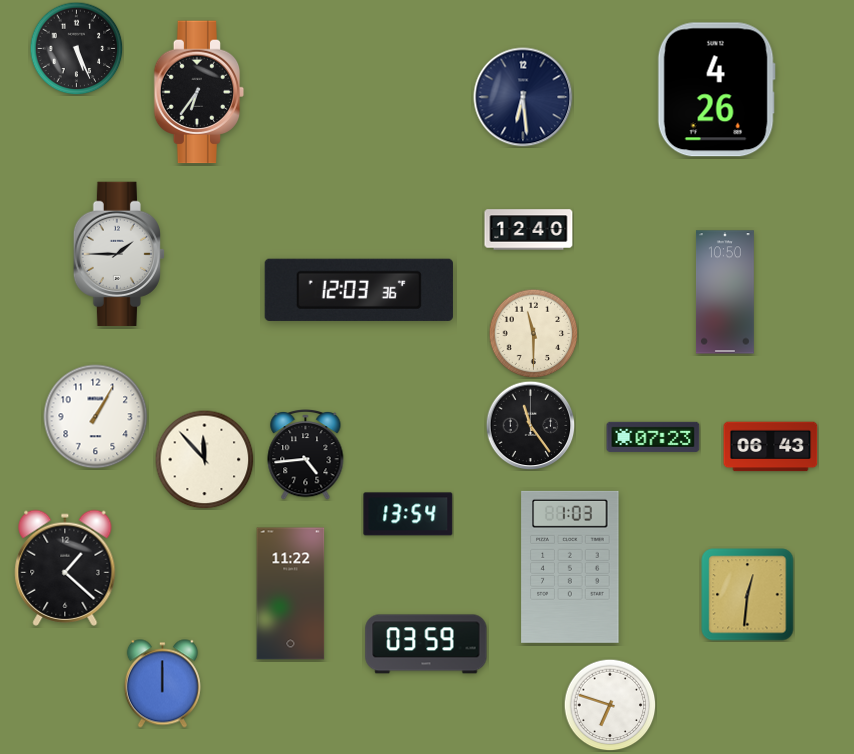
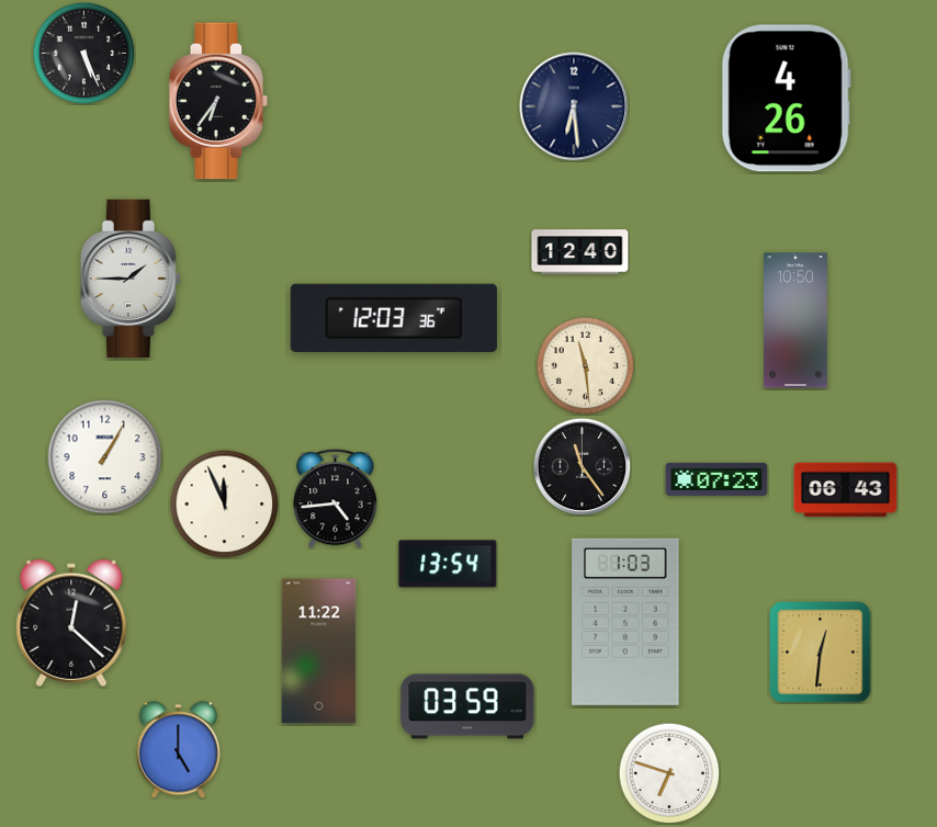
clock at (533, 333): 11:30 -> 11:29
clock at (205, 460): 11:53 -> 11:56
clock at (65, 568): 1:22 -> 12:22
clock at (162, 684): 12:00 -> 5:00
